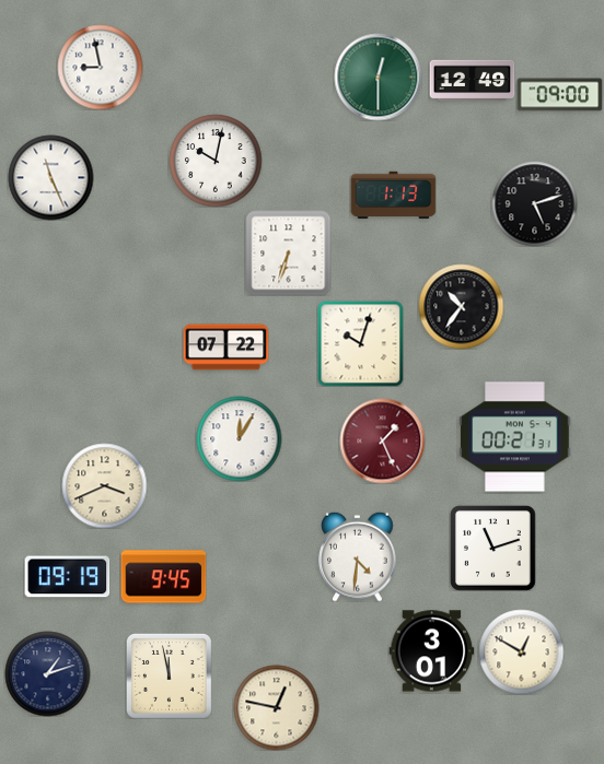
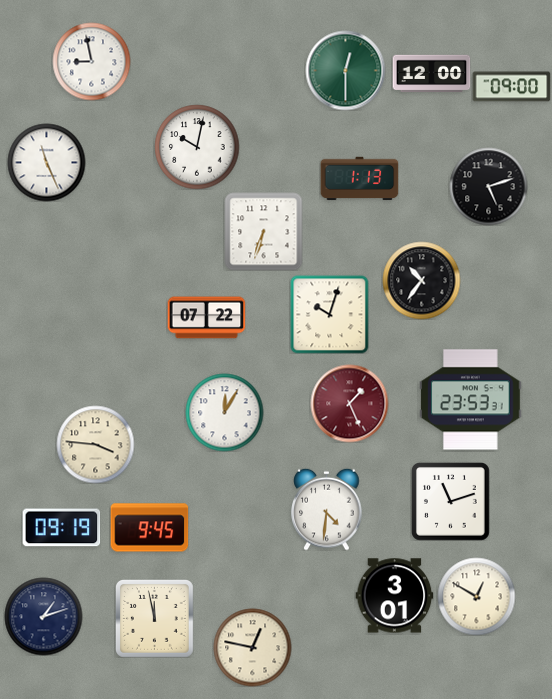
clock at (472, 81): 12:49 -> 12:00
clock at (515, 437): 00:21 -> 23:53
clock at (239, 438) position: (239, 438) -> (224, 412)
clock at (104, 485): 3:41 -> 3:46
